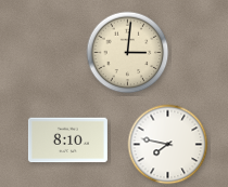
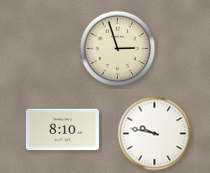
clock at (128, 53): 3:01 -> 2:57
clock at (168, 145): 7:47 -> 9:47
